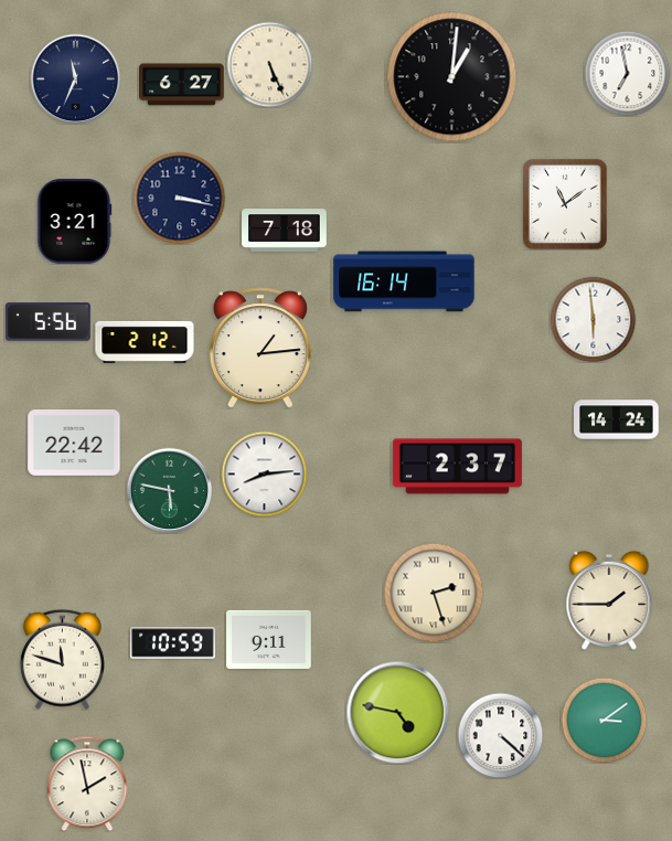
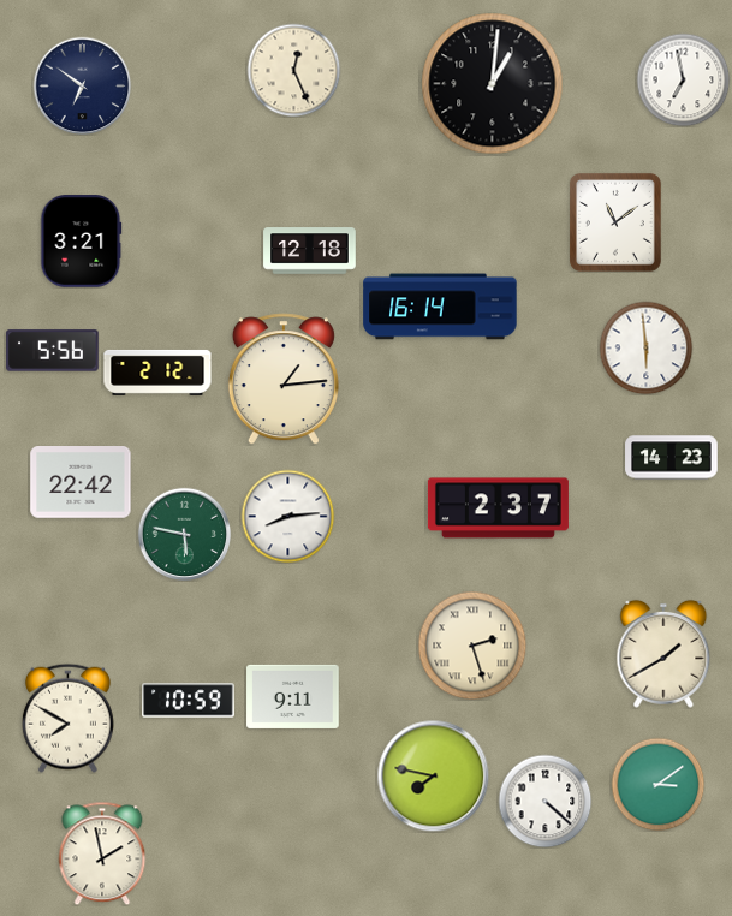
clock at (269, 64): 5:26 -> 12:26
clock at (75, 78): 11:34 -> 6:51
clock at (182, 85): 6:27 -> none
clock at (179, 198): 3:17 -> none
clock at (285, 231): 7:18 -> 12:18
clock at (617, 420): 14:24 -> 14:23
clock at (609, 600): 1:45 -> 1:40
clock at (62, 659): 11:48 -> 7:50
clock at (397, 712): 4:47 -> 7:47
clock at (87, 784) position: (87, 784) -> (102, 853)
